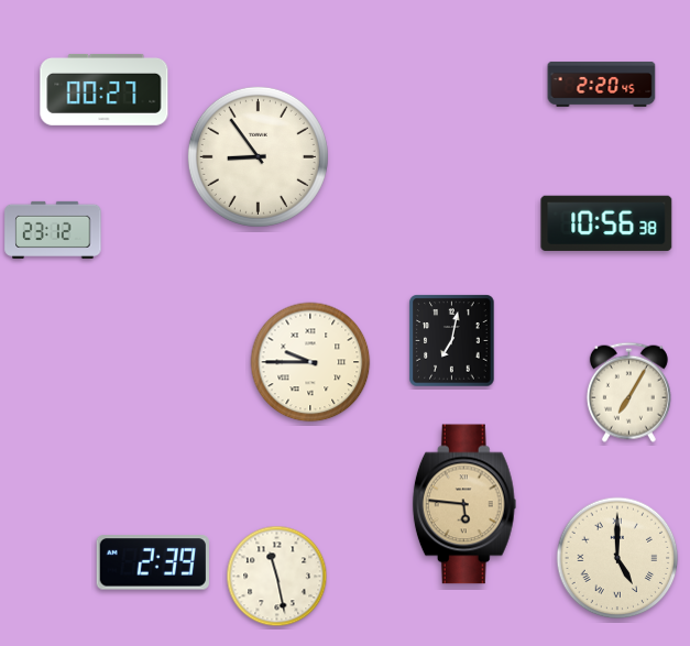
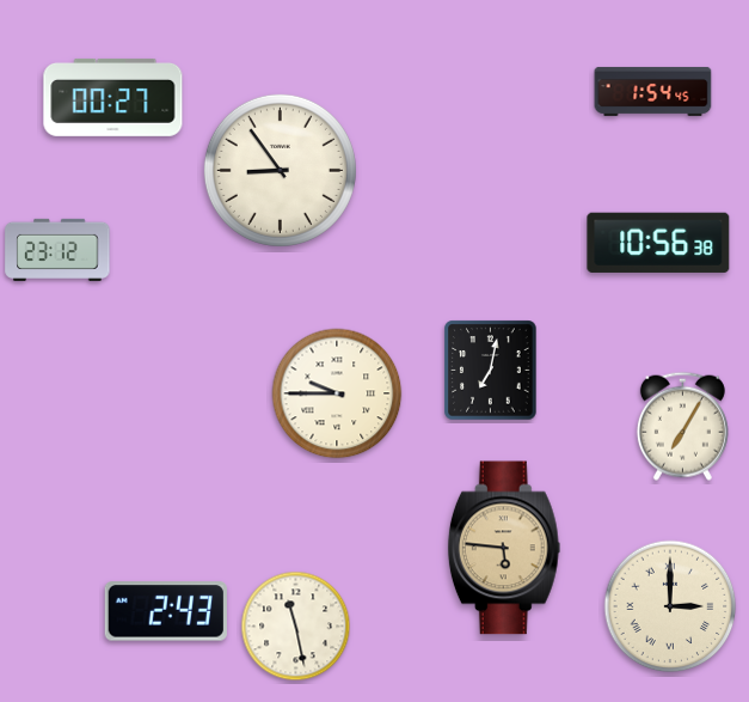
clock at (602, 84): 2:20 -> 1:54
clock at (617, 558): 5:00 -> 3:00
clock at (153, 562): 2:39 -> 2:43
clock at (277, 577) position: (277, 577) -> (296, 627)
